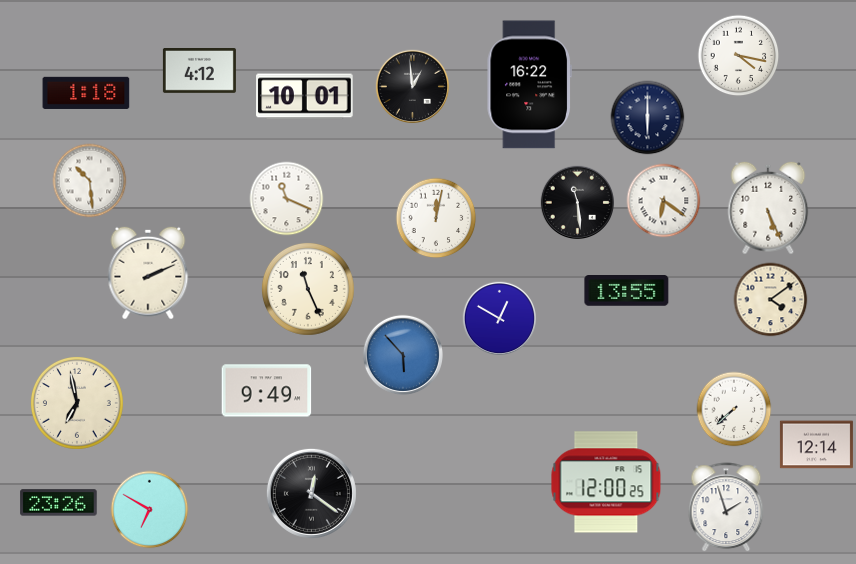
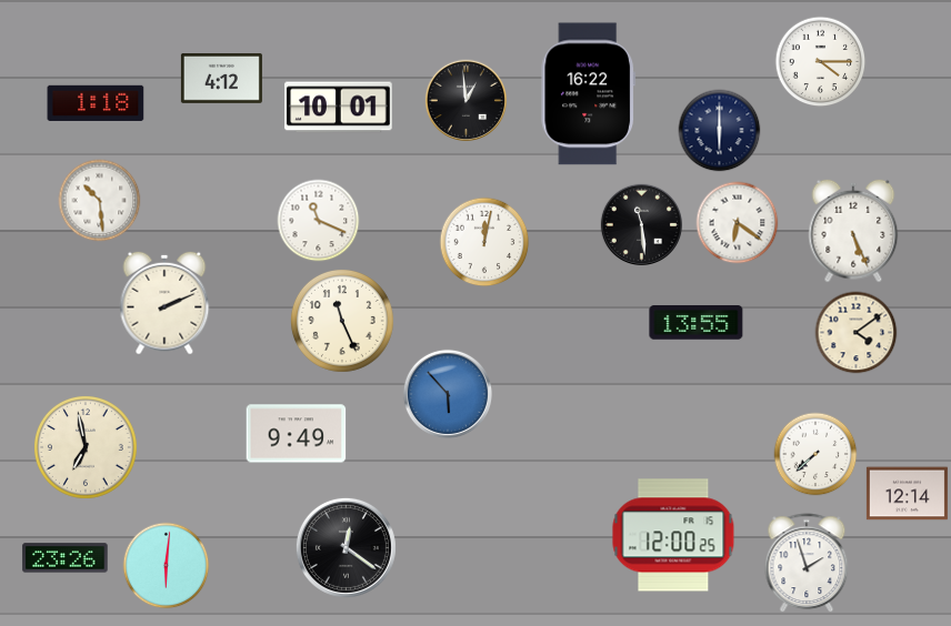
clock at (739, 56): 4:17 -> 4:15
clock at (412, 86) position: (412, 86) -> (466, 100)
clock at (499, 318): 12:50 -> none
clock at (150, 510): 6:50 -> 6:01
